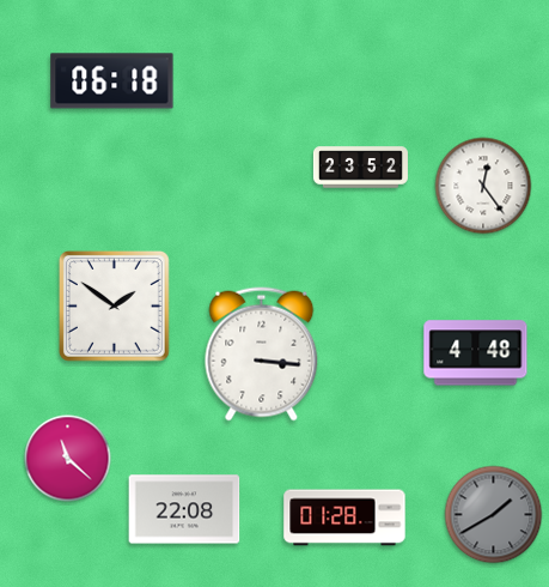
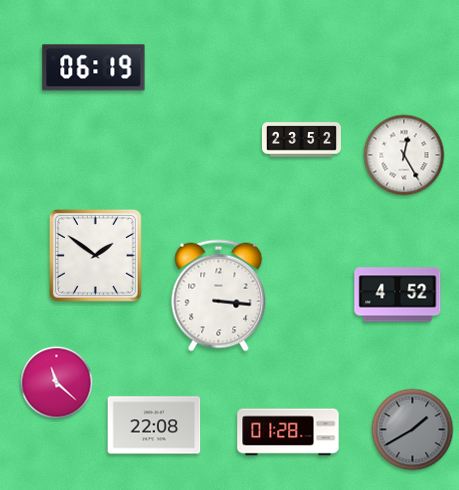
clock at (112, 81): 06:18 -> 06:19
clock at (483, 186): 12:24 -> 12:25
clock at (476, 353): 4:48 -> 4:52
